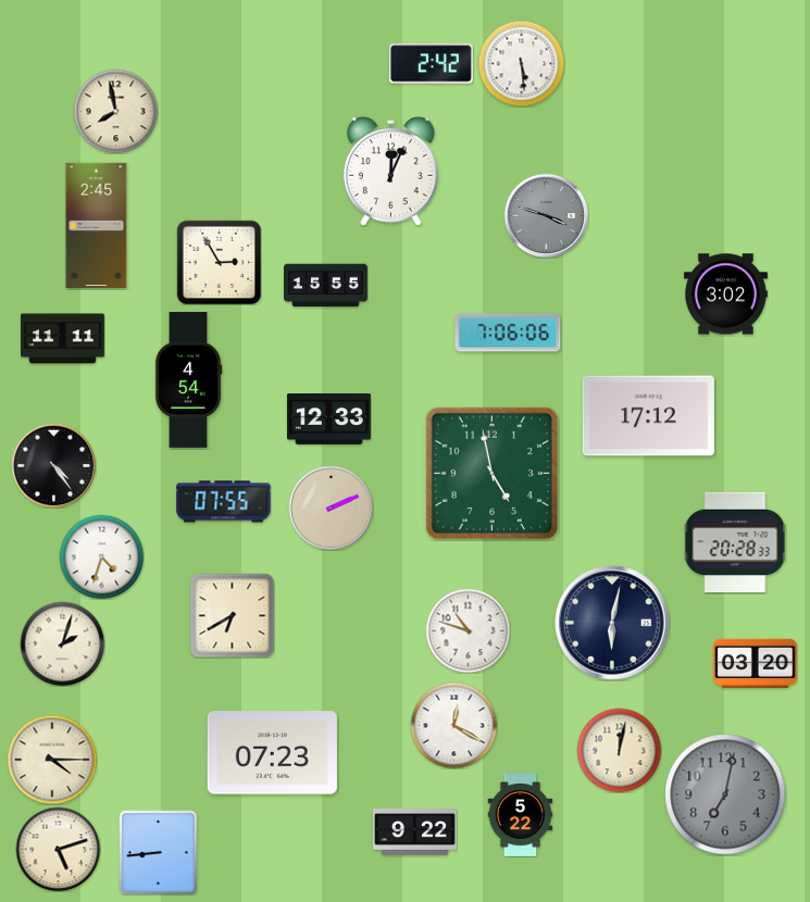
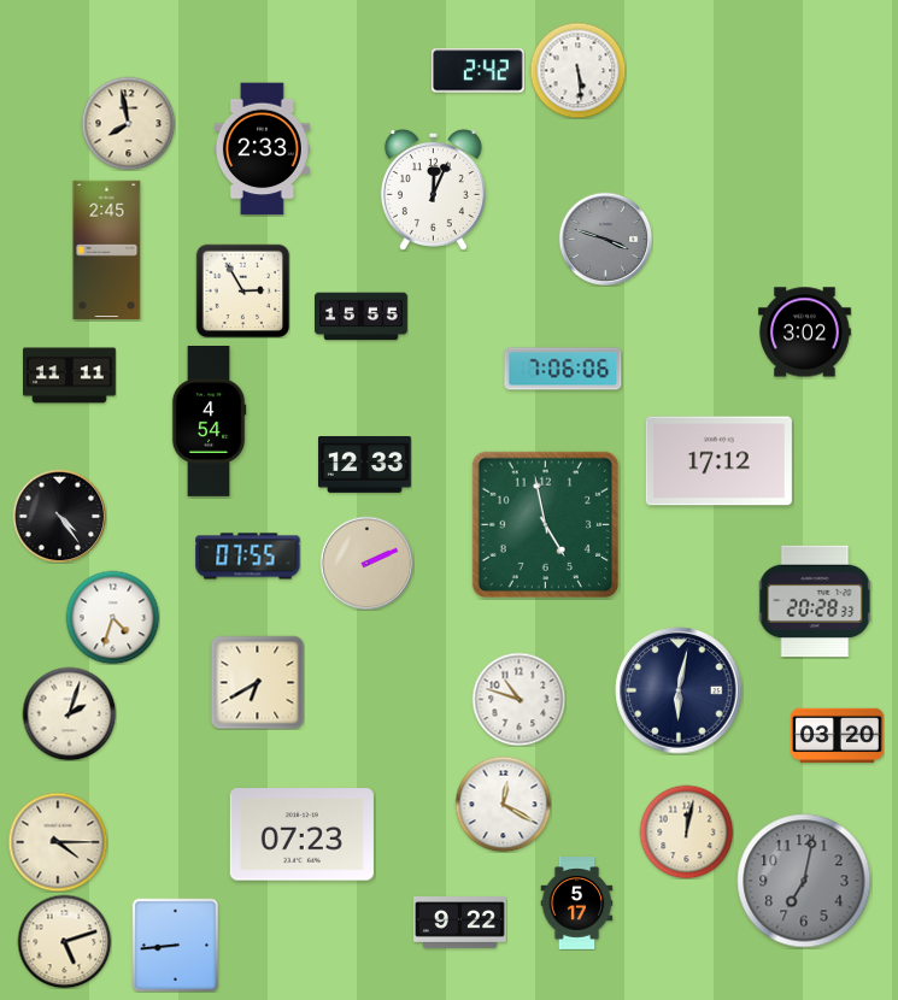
clock at (262, 149): none -> 2:33
clock at (726, 295) position: (726, 295) -> (805, 333)
clock at (521, 815): 5:22 -> 5:17
